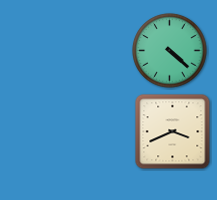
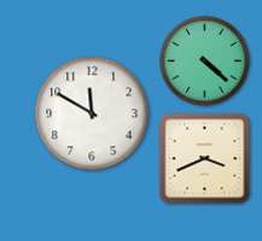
clock at (92, 113): none -> 11:50
clock at (173, 132) position: (173, 132) -> (205, 159)
